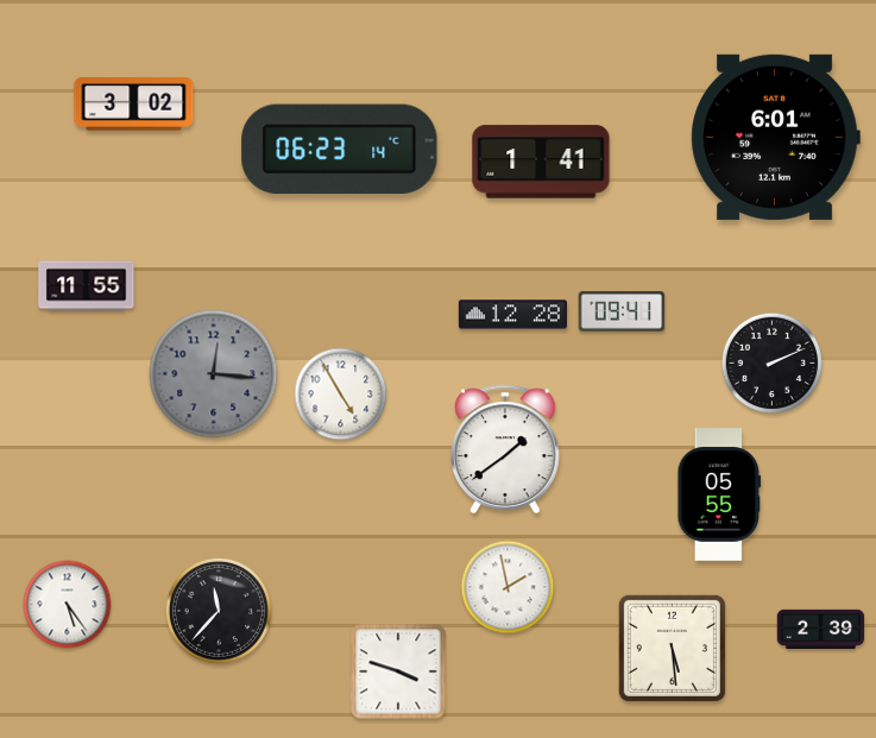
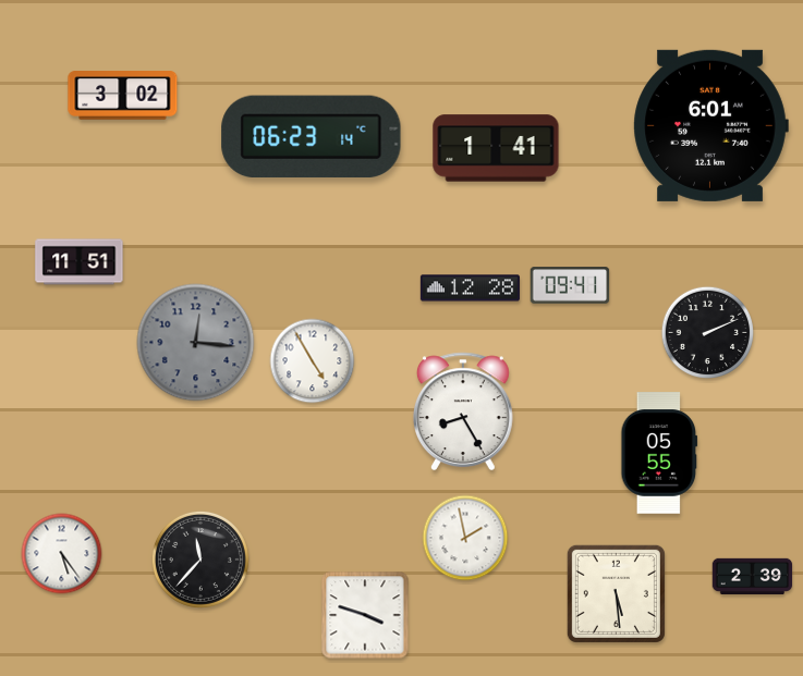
clock at (87, 286): 11:55 -> 11:51
clock at (505, 449): 1:39 -> 8:25
